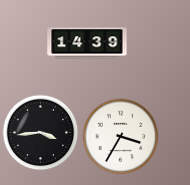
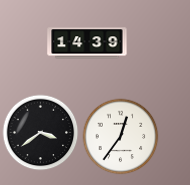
clock at (41, 133): 3:44 -> 3:39
clock at (121, 137): 3:35 -> 12:36
